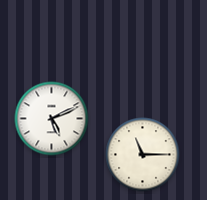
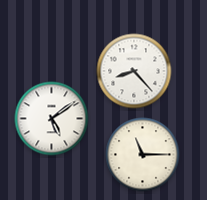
clock at (134, 71): none -> 8:23
clock at (52, 119): 5:11 -> 5:09
